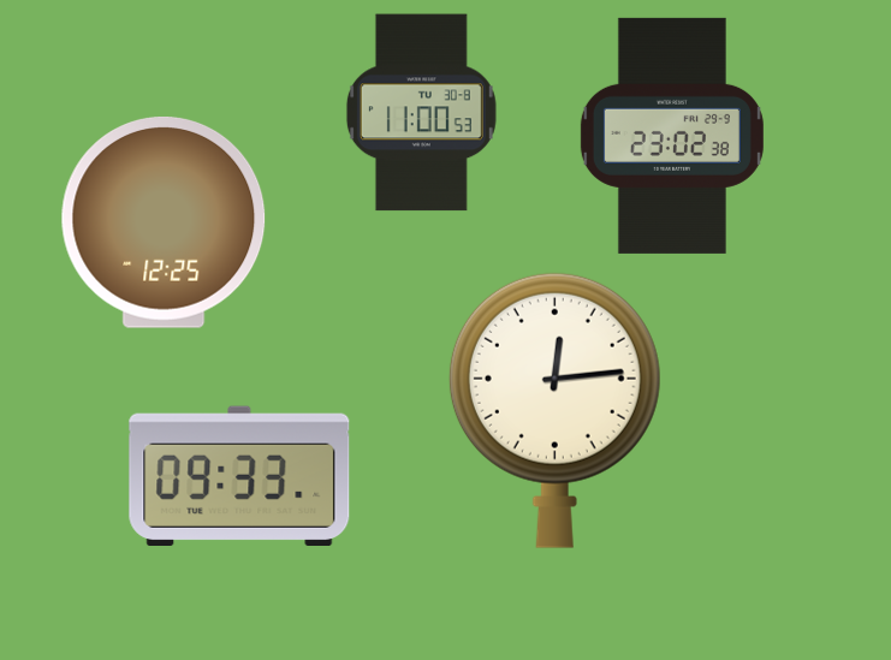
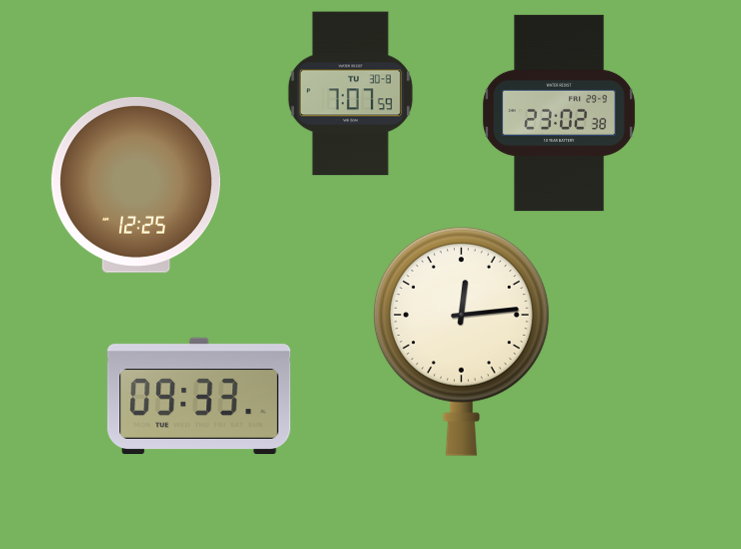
clock at (421, 113): 11:00 -> 7:07
